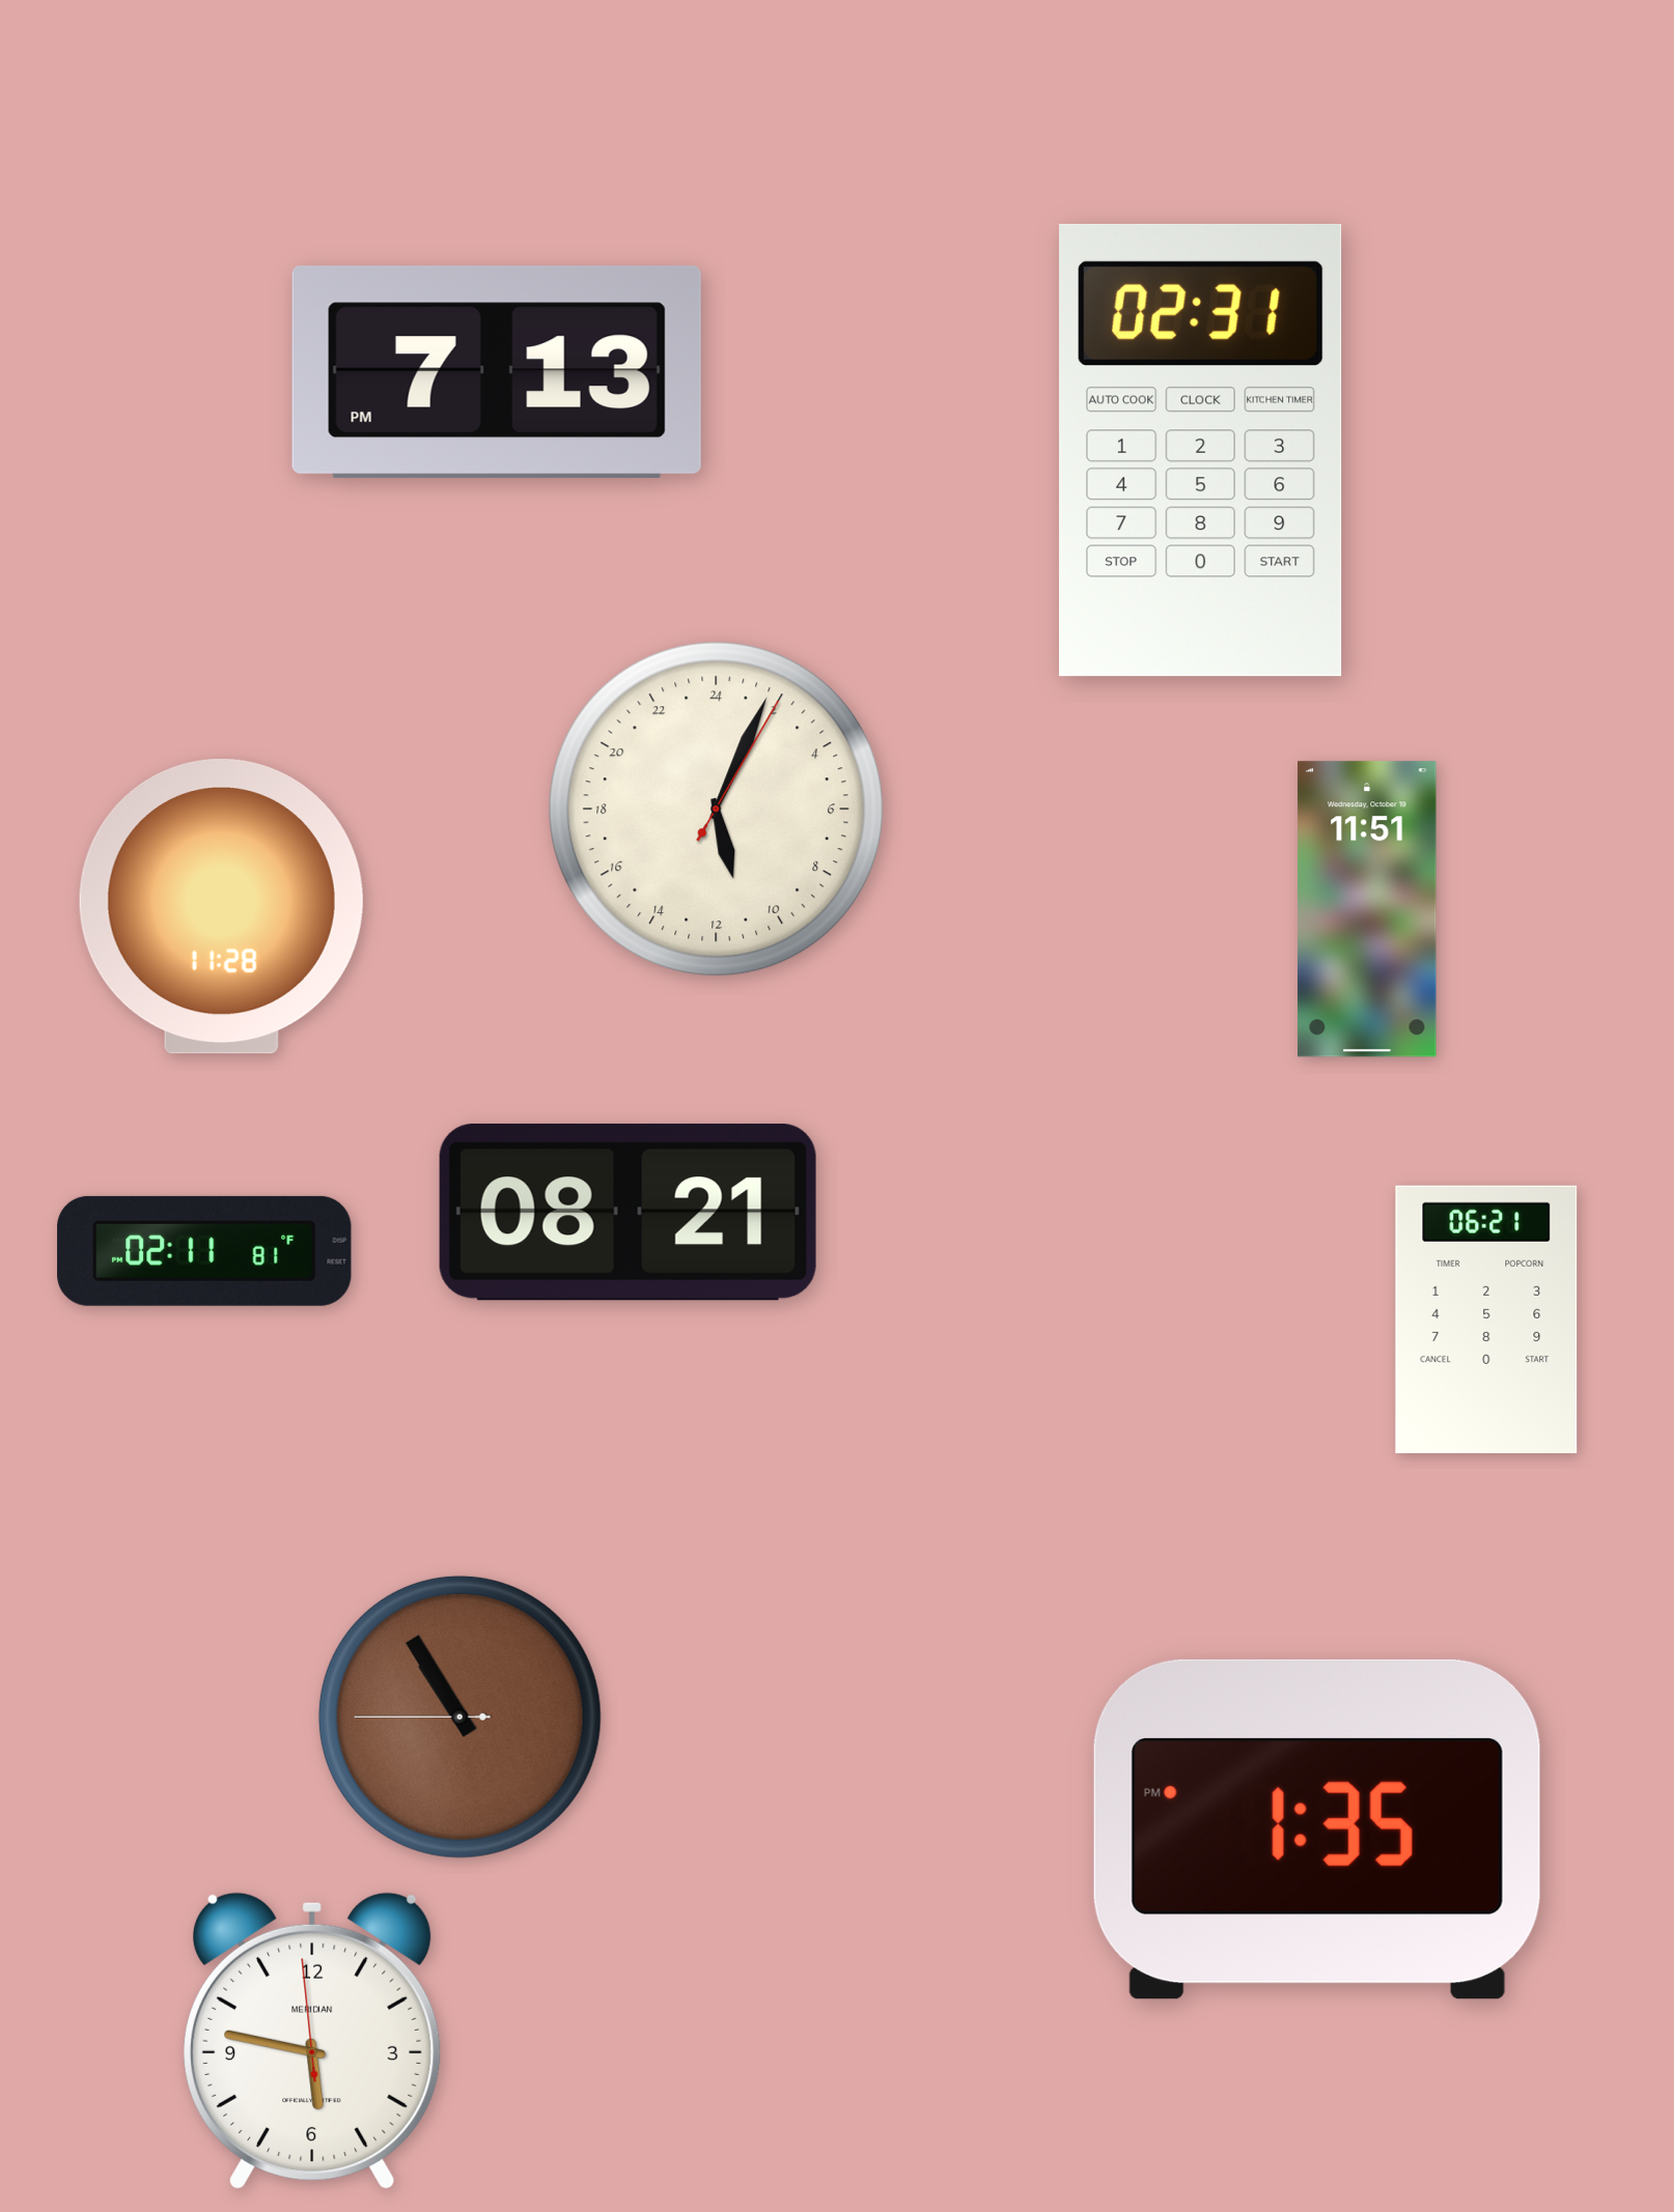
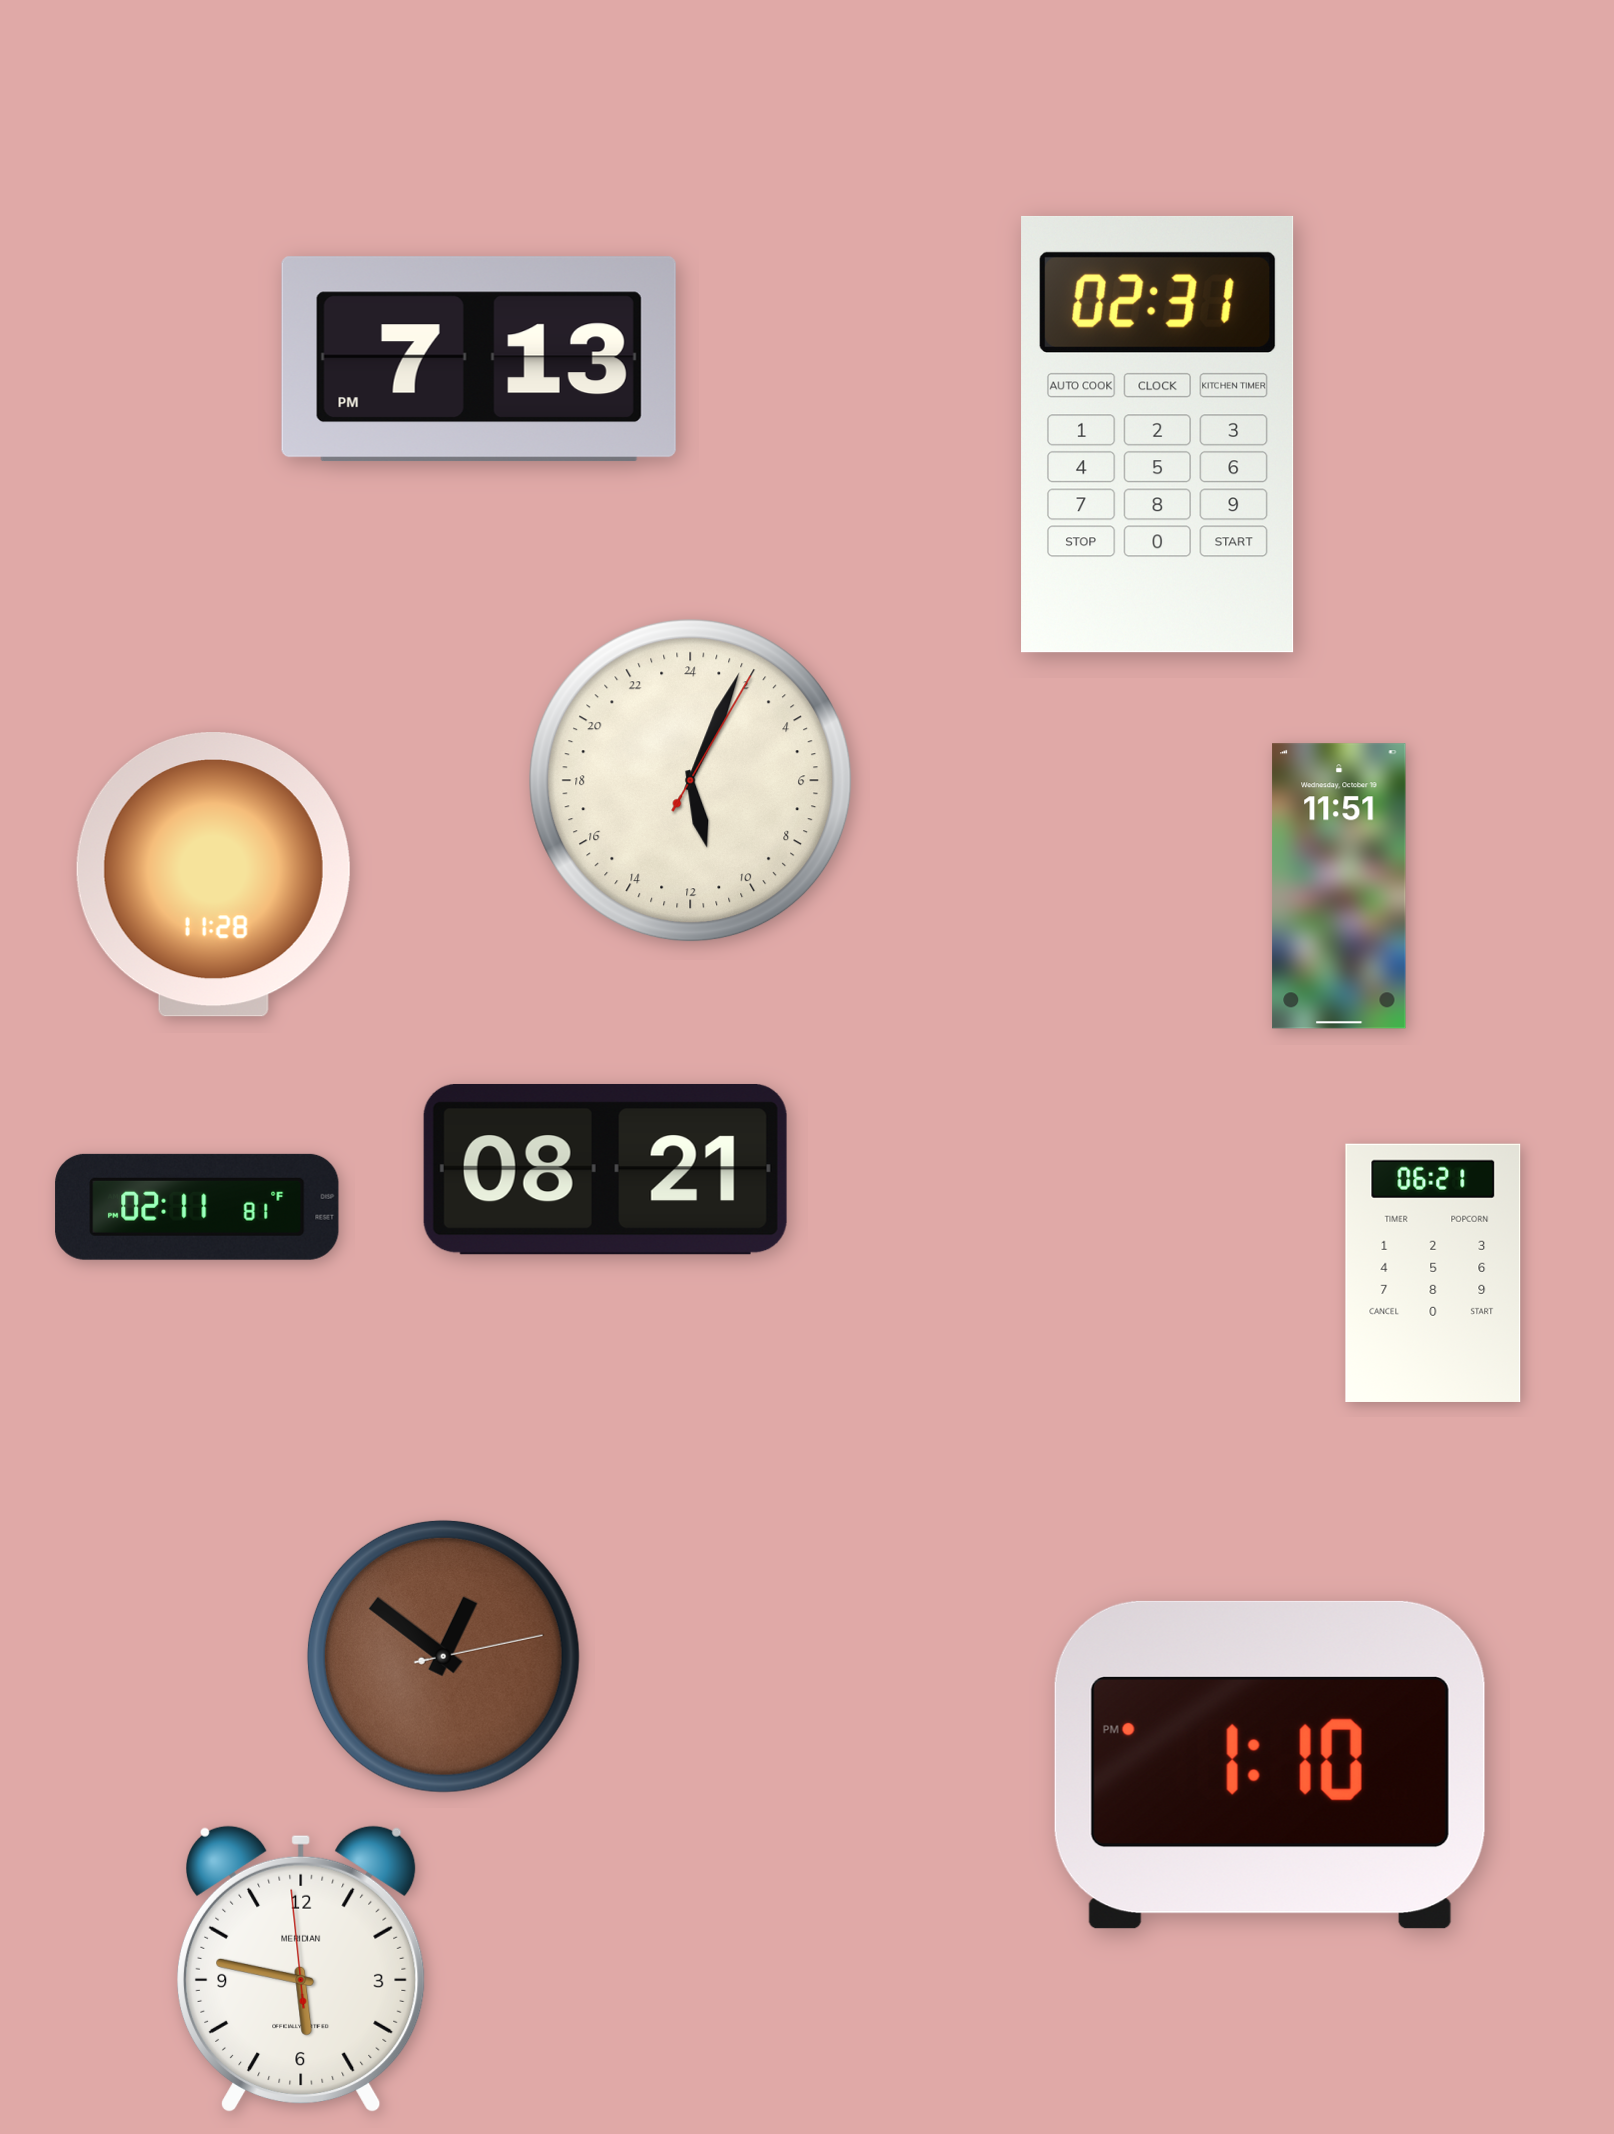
clock at (1367, 909) position: (1367, 909) -> (1339, 886)
clock at (459, 1717): 10:54 -> 12:51
clock at (1317, 1830): 1:35 -> 1:10
